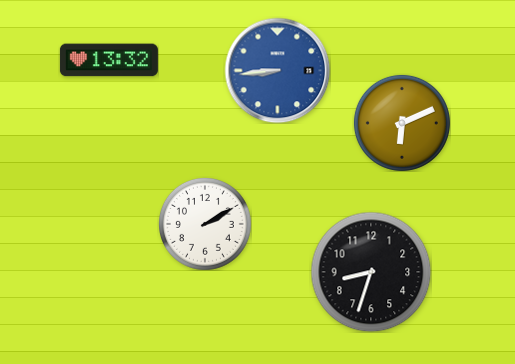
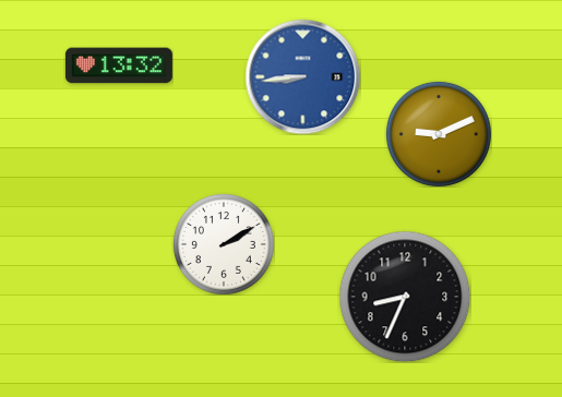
clock at (402, 123): 6:11 -> 9:11
clock at (371, 272): 8:33 -> 8:34
